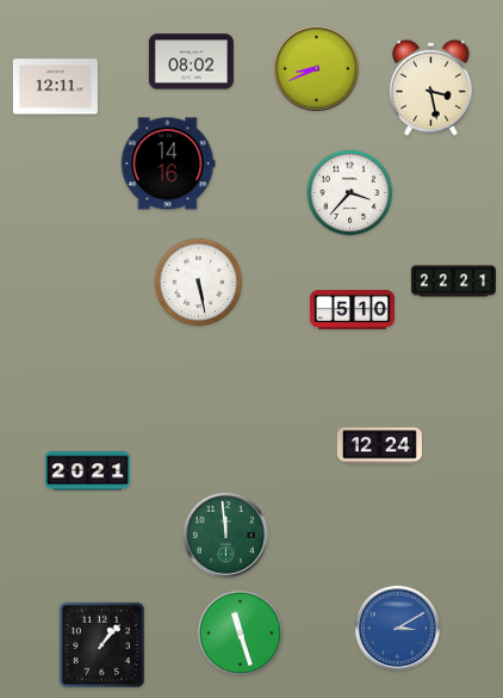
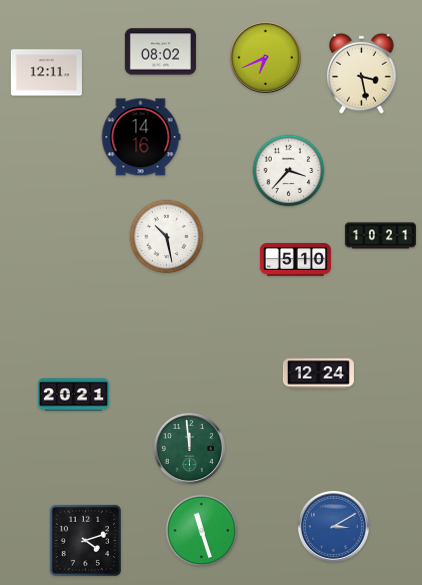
clock at (316, 68): 8:41 -> 6:41
clock at (350, 193) position: (350, 193) -> (289, 171)
clock at (453, 282): 22:21 -> 10:21
clock at (199, 283): 5:28 -> 10:28
clock at (101, 644): 1:07 -> 4:12
